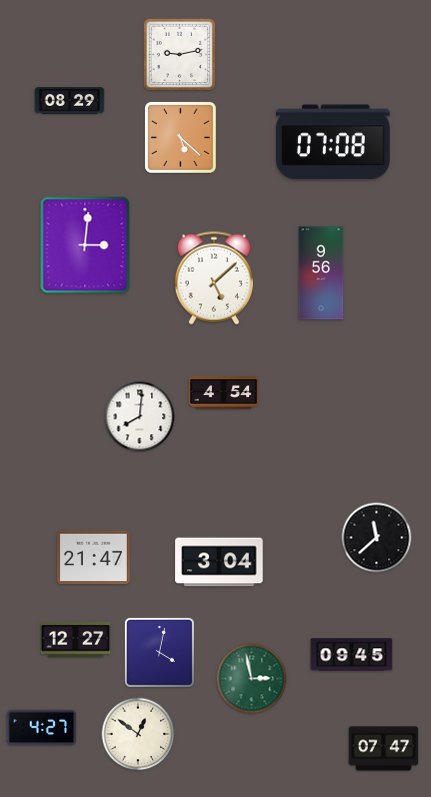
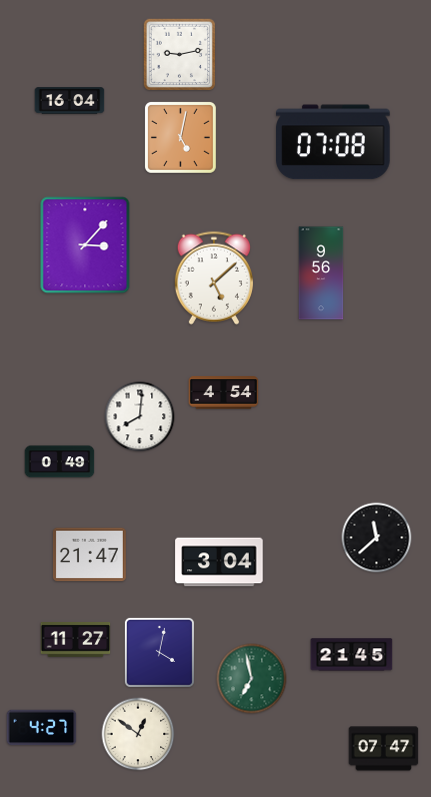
clock at (70, 101): 08:29 -> 16:04
clock at (180, 137): 5:22 -> 5:02
clock at (85, 245): 3:01 -> 3:07
clock at (60, 462): none -> 0:49
clock at (93, 558) position: (93, 558) -> (89, 555)
clock at (76, 640): 12:27 -> 11:27
clock at (352, 655): 09:45 -> 21:45
clock at (252, 679): 2:58 -> 6:58
